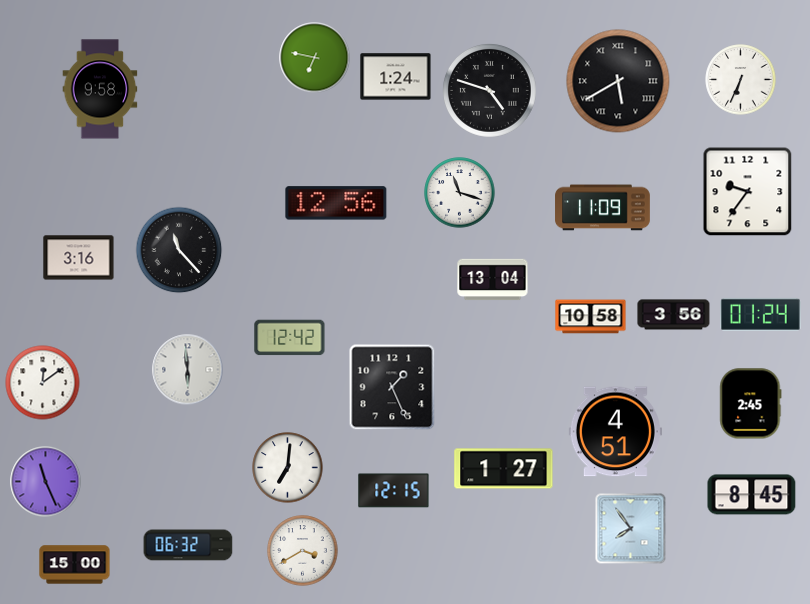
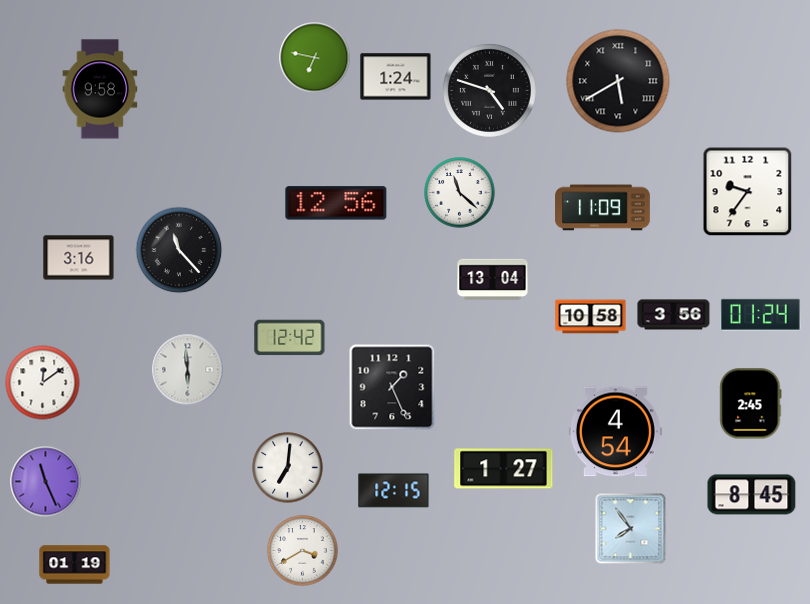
clock at (741, 80): 6:34 -> none
clock at (460, 193): 11:18 -> 11:22
clock at (615, 432): 4:51 -> 4:54
clock at (188, 545): 06:32 -> none
clock at (75, 565): 15:00 -> 01:19
